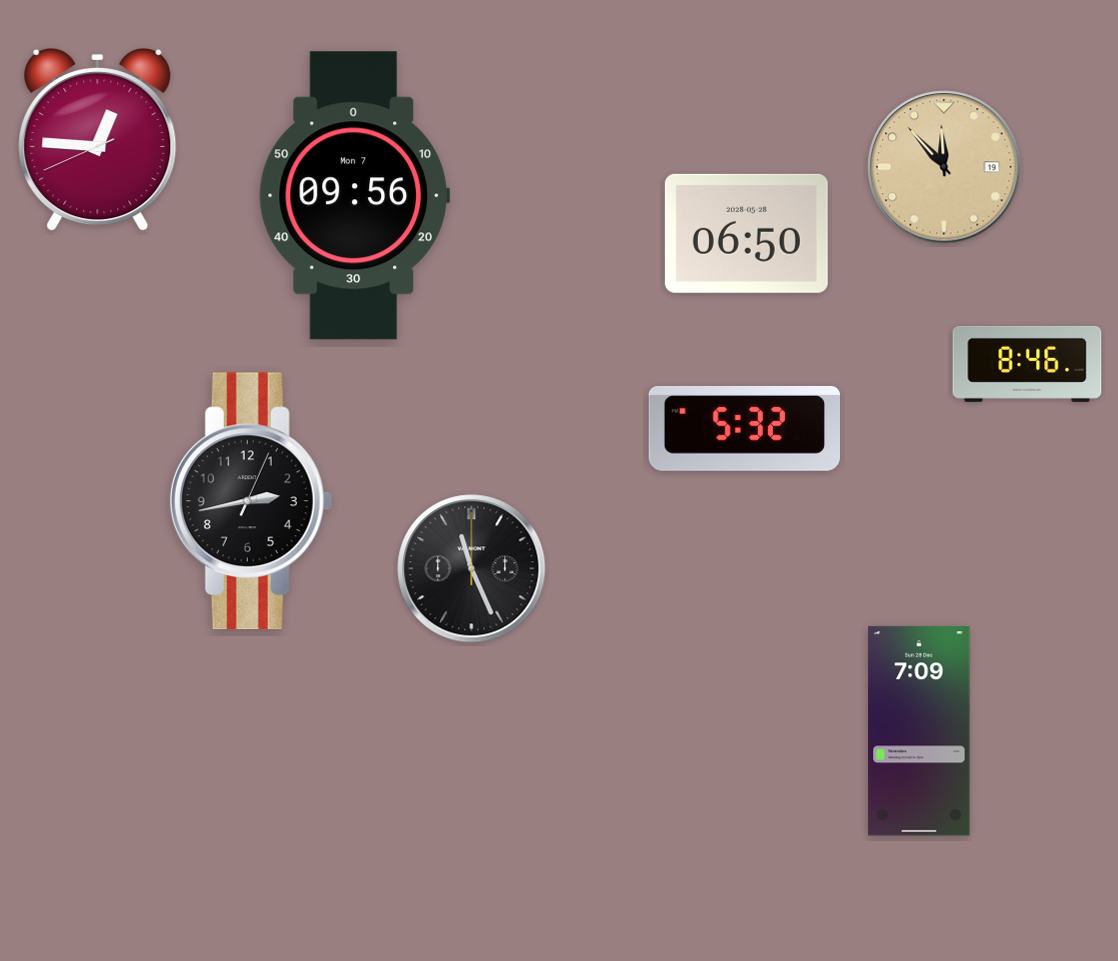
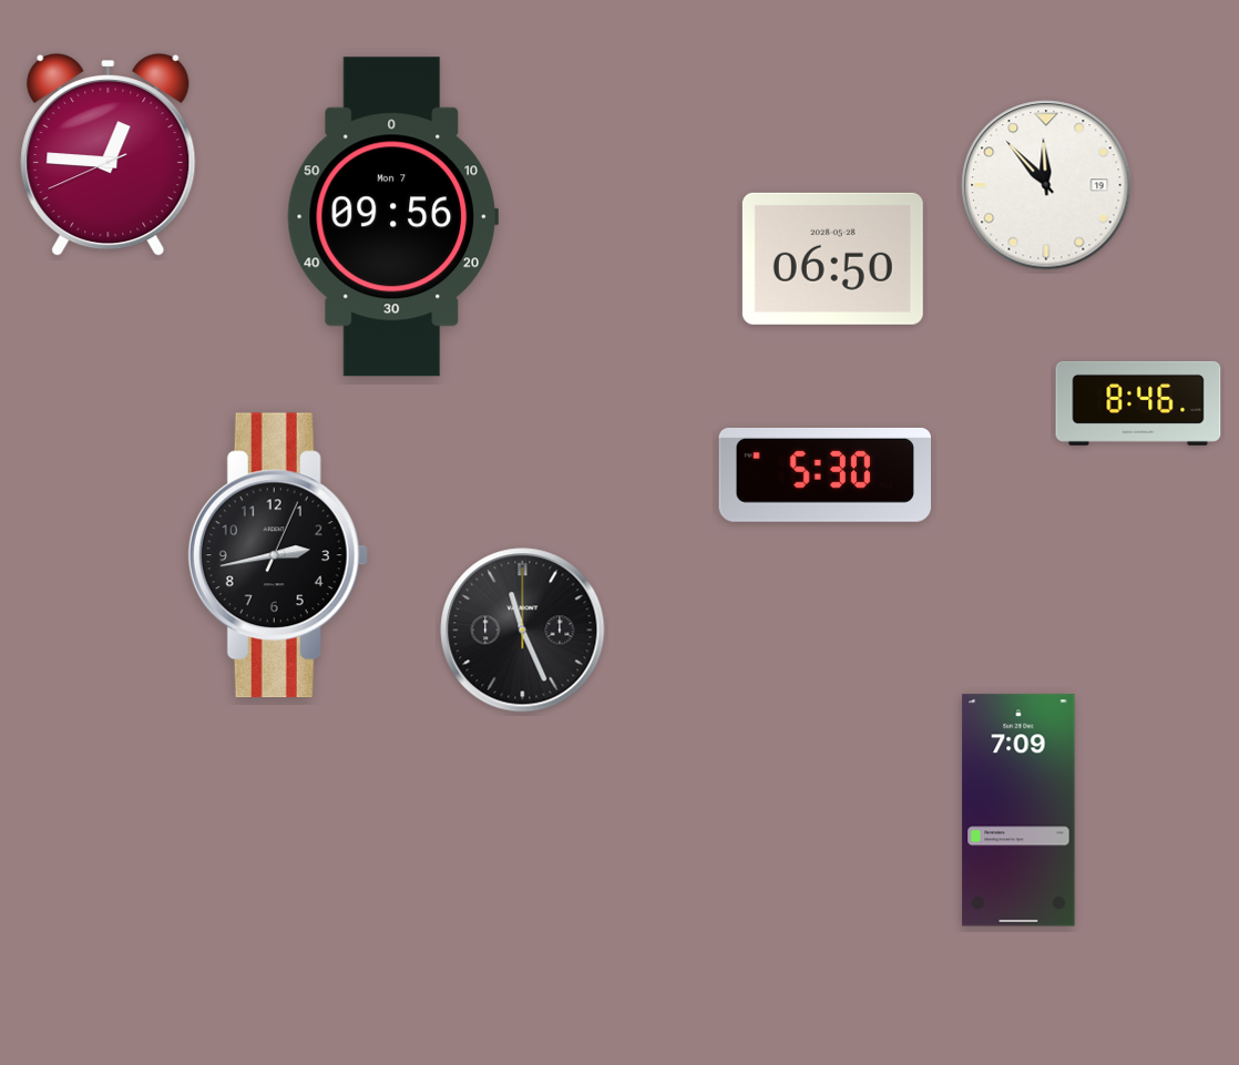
clock at (944, 167) dial: champagne -> white
clock at (746, 233) position: (746, 233) -> (832, 258)
clock at (744, 428): 5:32 -> 5:30
